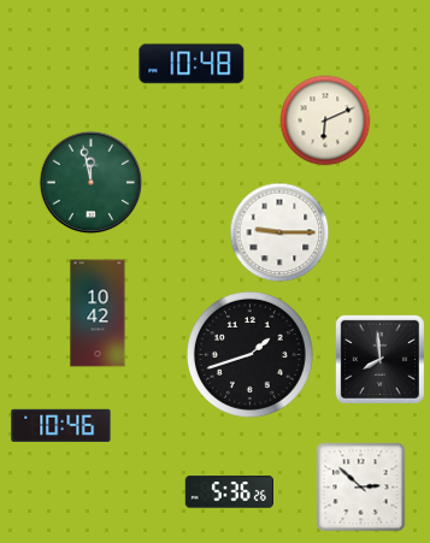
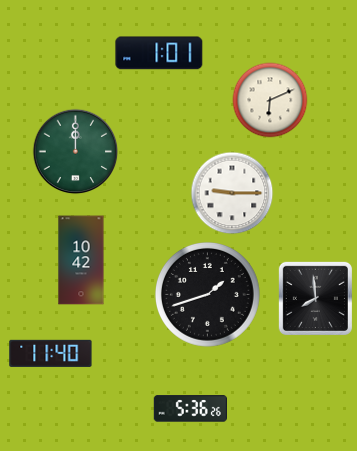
clock at (192, 64): 10:48 -> 1:01
clock at (92, 183): 11:58 -> 12:00
clock at (61, 425): 10:46 -> 11:40
clock at (361, 488): 2:52 -> none
